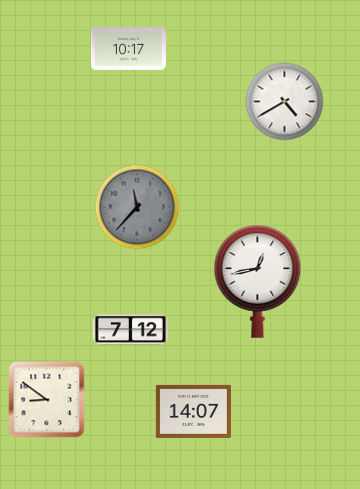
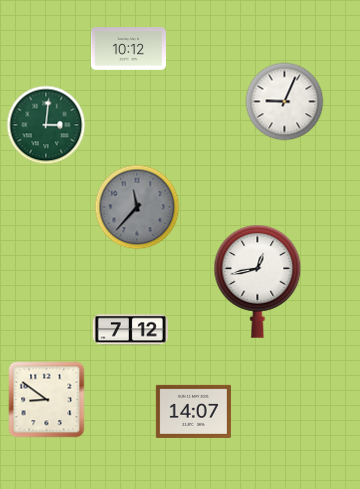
clock at (128, 49): 10:17 -> 10:12
clock at (285, 102): 4:40 -> 9:04
clock at (46, 125): none -> 3:01
